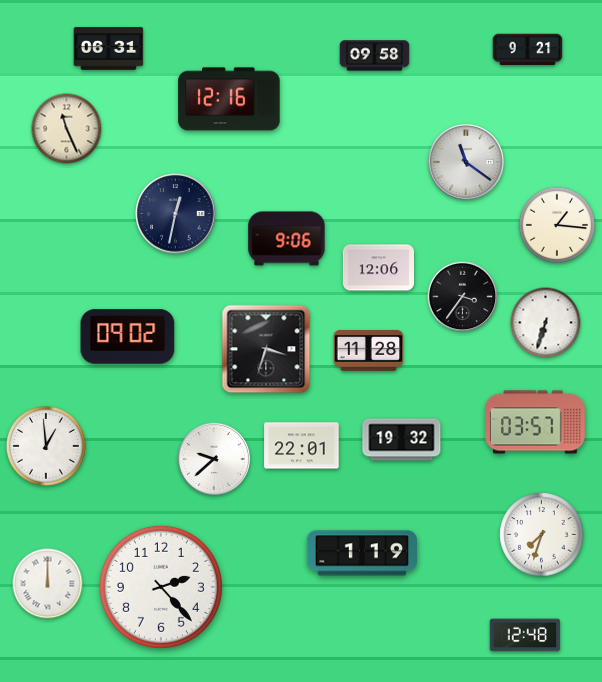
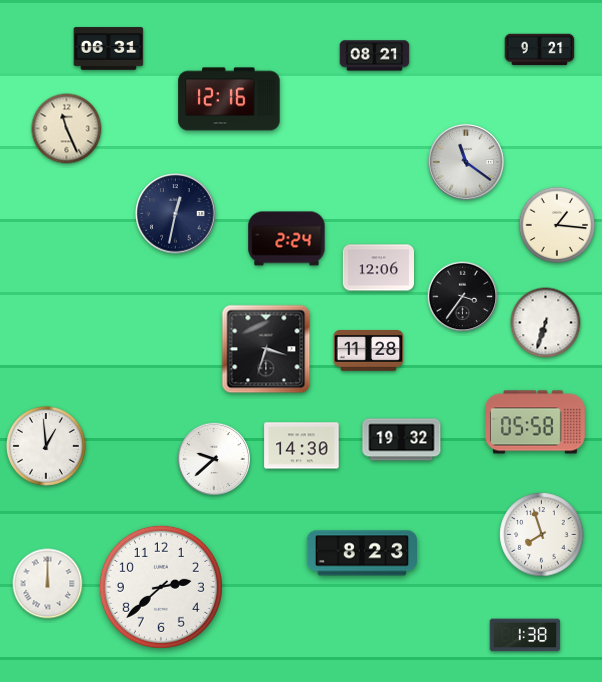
clock at (528, 50) position: (528, 50) -> (540, 50)
clock at (375, 56): 09:58 -> 08:21
clock at (287, 239): 9:06 -> 2:24
clock at (128, 337): 09:02 -> none
clock at (536, 422): 03:57 -> 05:58
clock at (302, 446): 22:01 -> 14:30
clock at (542, 535): 7:33 -> 7:57
clock at (362, 553): 1:19 -> 8:23
clock at (161, 587): 2:23 -> 2:38
clock at (525, 635): 12:48 -> 1:38
